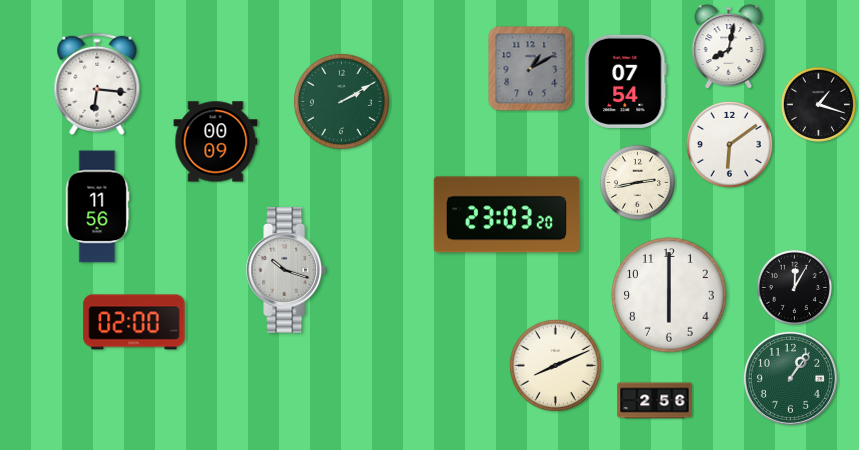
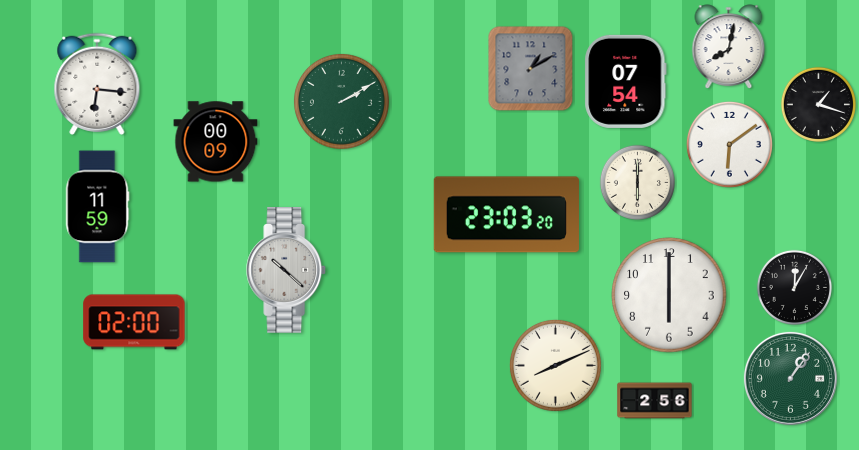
clock at (637, 182): 2:43 -> 6:00
clock at (97, 207): 11:56 -> 11:59
clock at (287, 270): 10:18 -> 10:22
